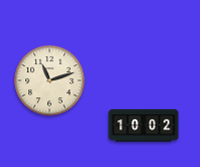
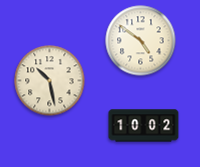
clock at (141, 41): none -> 4:51
clock at (50, 81): 11:12 -> 10:28
